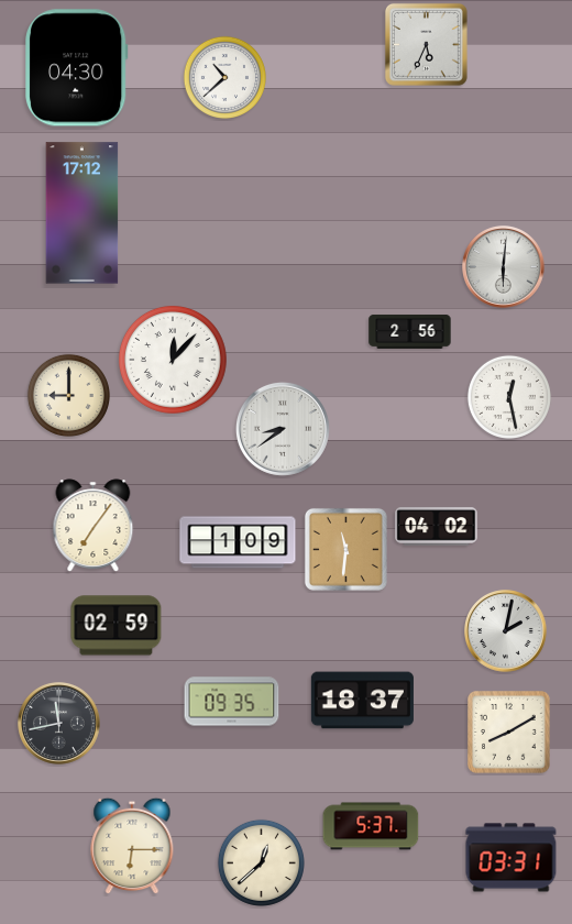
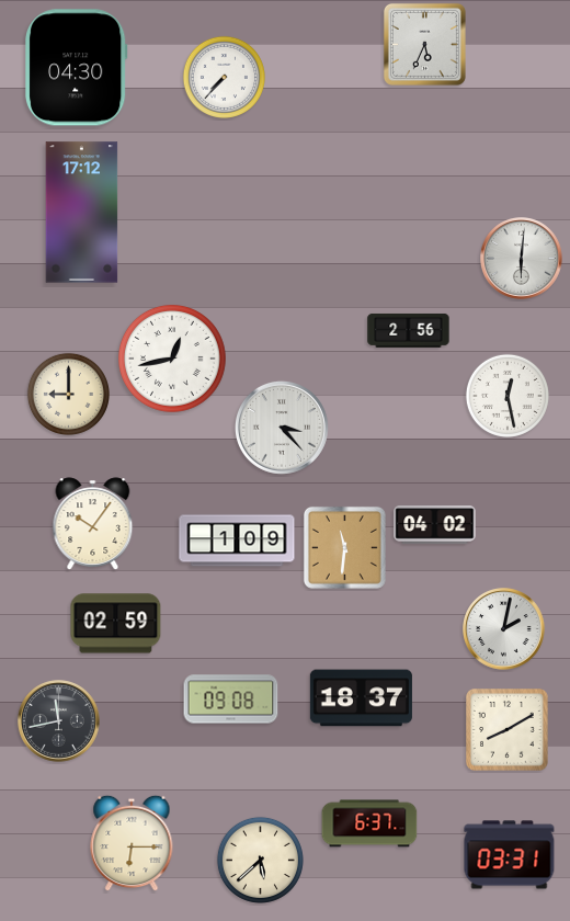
clock at (224, 77): 10:38 -> 7:37
clock at (504, 267) position: (504, 267) -> (522, 259)
clock at (173, 360): 12:07 -> 12:43
clock at (283, 429): 8:39 -> 3:23
clock at (94, 526): 7:06 -> 10:06
clock at (232, 702): 09:35 -> 09:08
clock at (371, 826): 5:37 -> 6:37
clock at (261, 862): 12:38 -> 5:38
